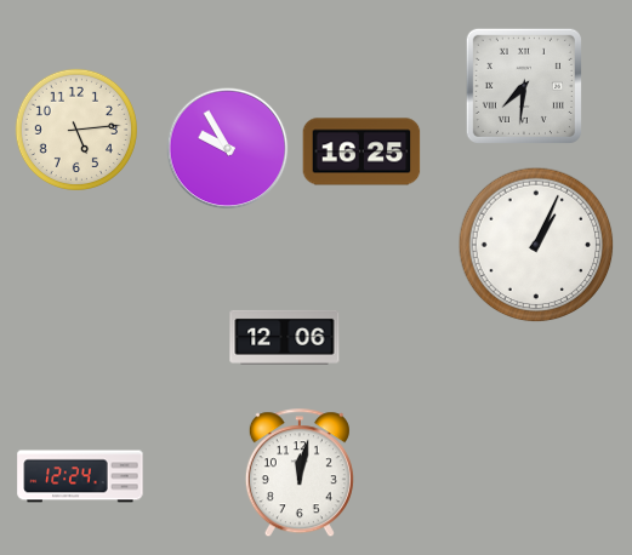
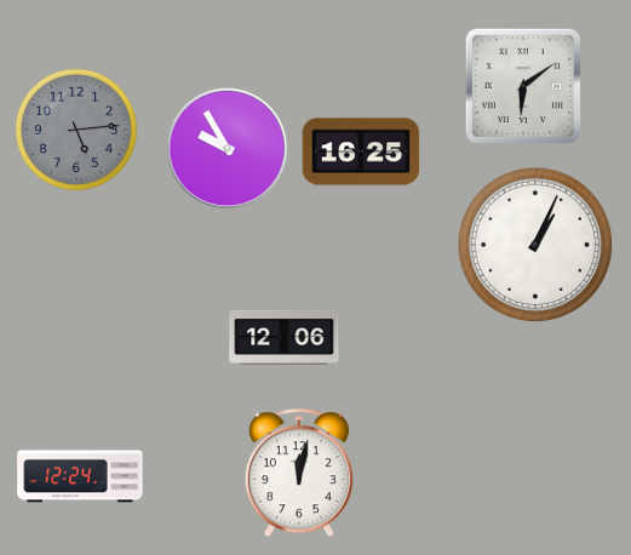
clock at (524, 86): 7:31 -> 6:09
clock at (75, 128) dial: cream -> grey
